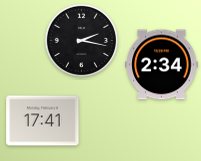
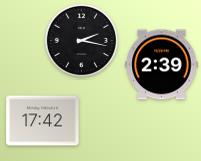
clock at (162, 65): 2:34 -> 2:39
clock at (43, 121): 17:41 -> 17:42
